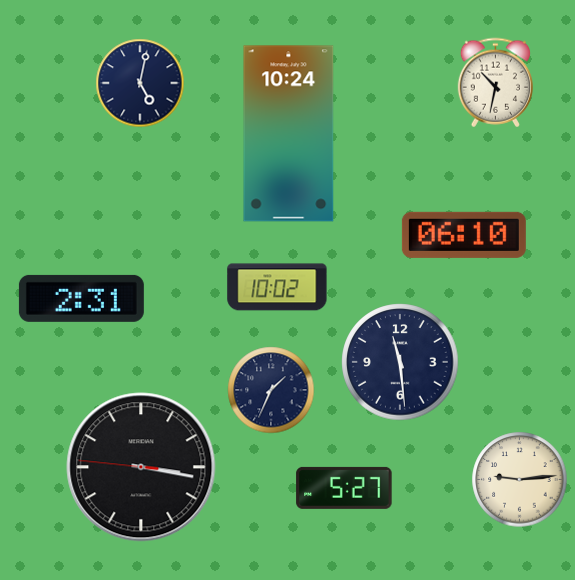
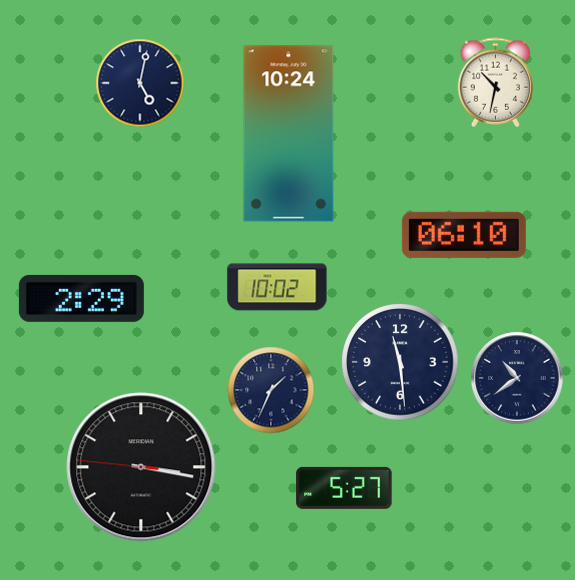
clock at (81, 298): 2:31 -> 2:29
clock at (517, 378): none -> 10:39
clock at (520, 480): 9:14 -> none
